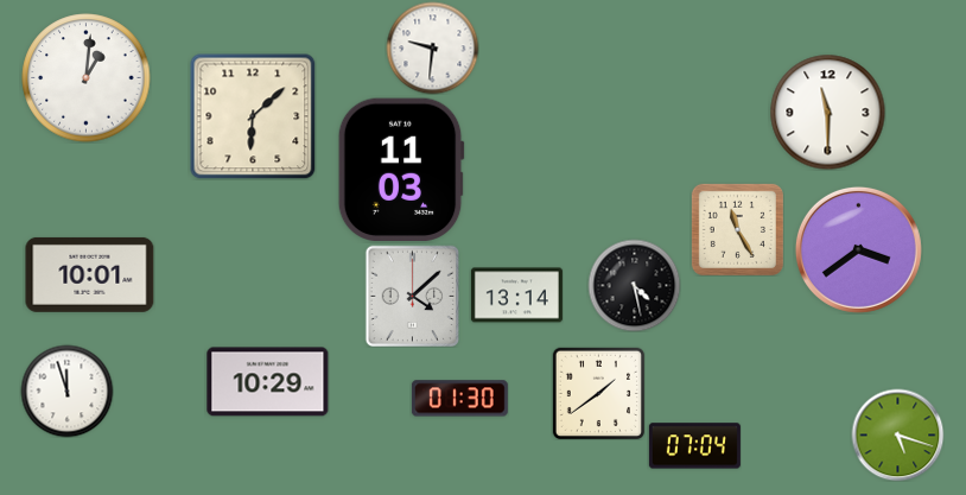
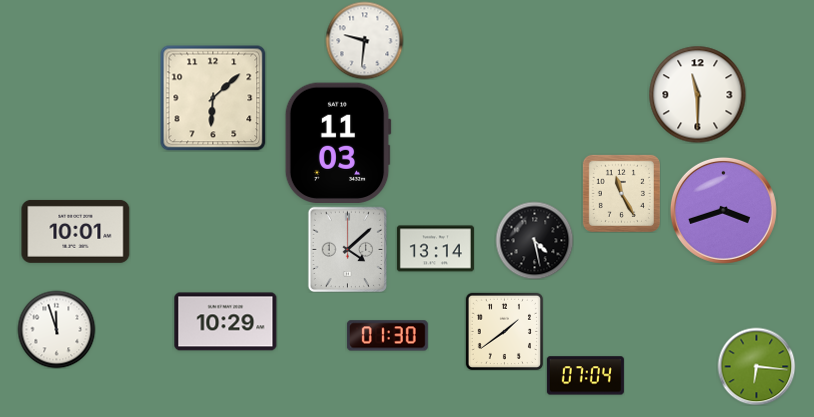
clock at (87, 78): 1:01 -> none
clock at (858, 249): 3:39 -> 3:42
clock at (897, 434): 5:18 -> 6:16
